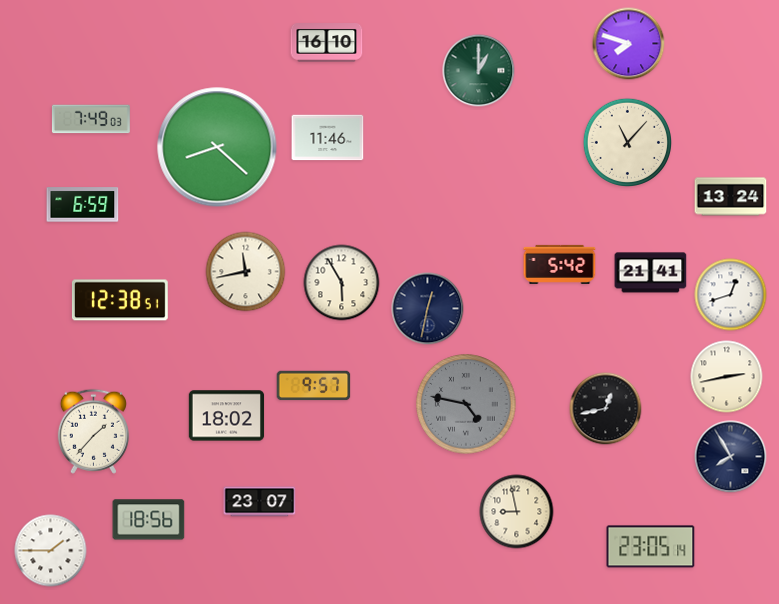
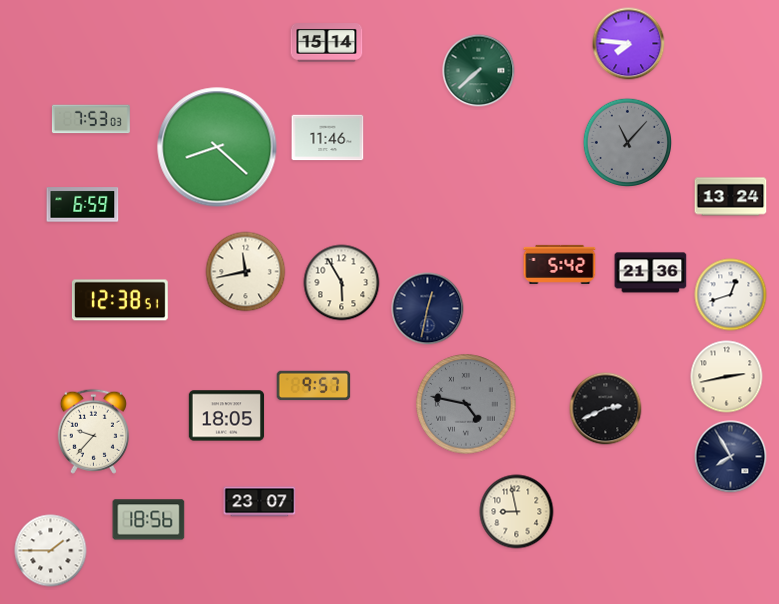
clock at (327, 43): 16:10 -> 15:14
clock at (629, 44): 7:48 -> 7:46
clock at (479, 71): 1:00 -> 7:38
clock at (91, 119): 7:49 -> 7:53
clock at (627, 142) dial: cream -> grey
clock at (651, 273): 21:41 -> 21:36
clock at (606, 409): 12:43 -> 2:41
clock at (227, 416): 18:02 -> 18:05
clock at (93, 431): 1:37 -> 9:37
clock at (651, 547): 23:05 -> none
